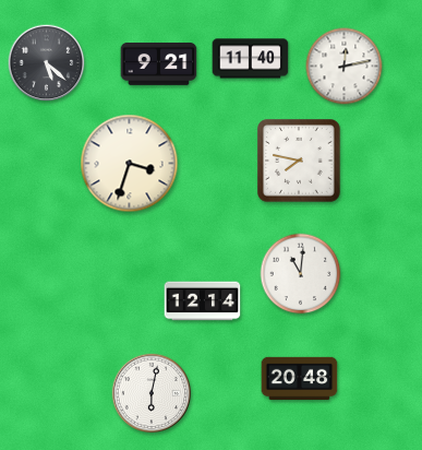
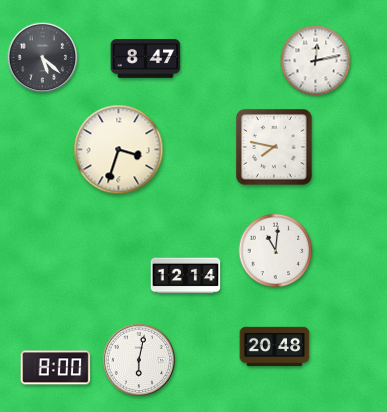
clock at (251, 59): 11:40 -> none
clock at (159, 64): 9:21 -> 8:47
clock at (56, 368): none -> 8:00
